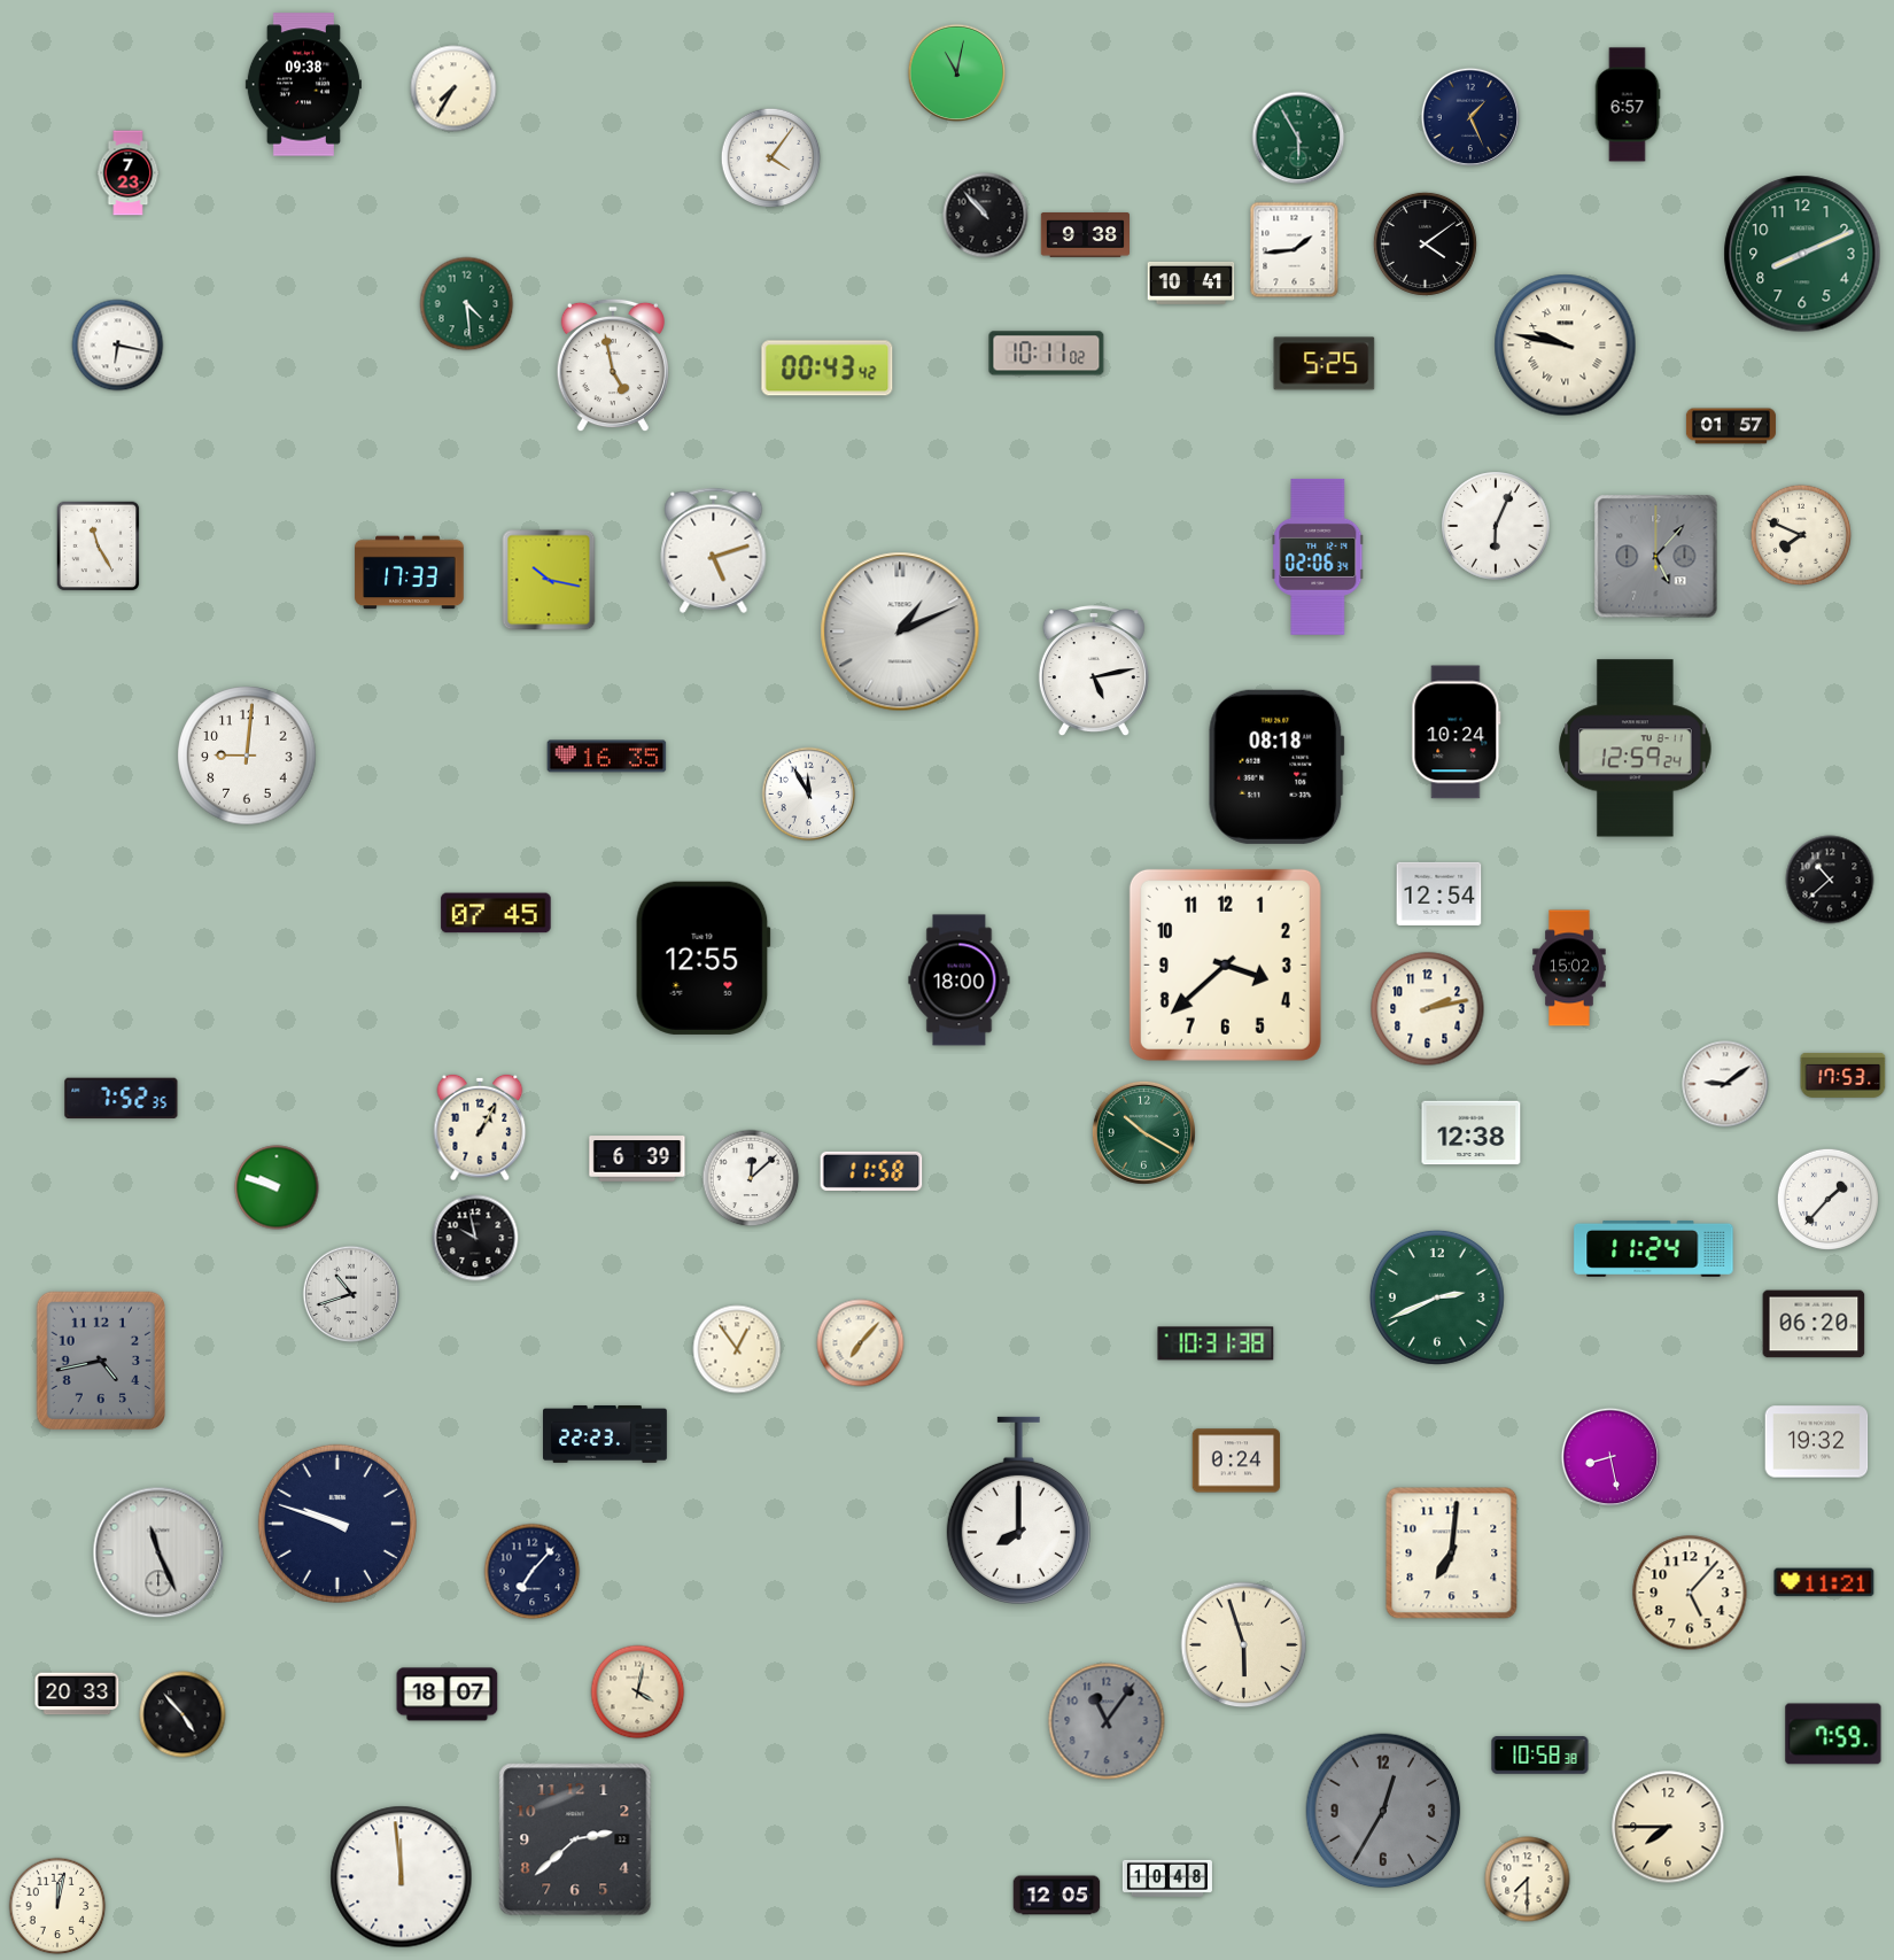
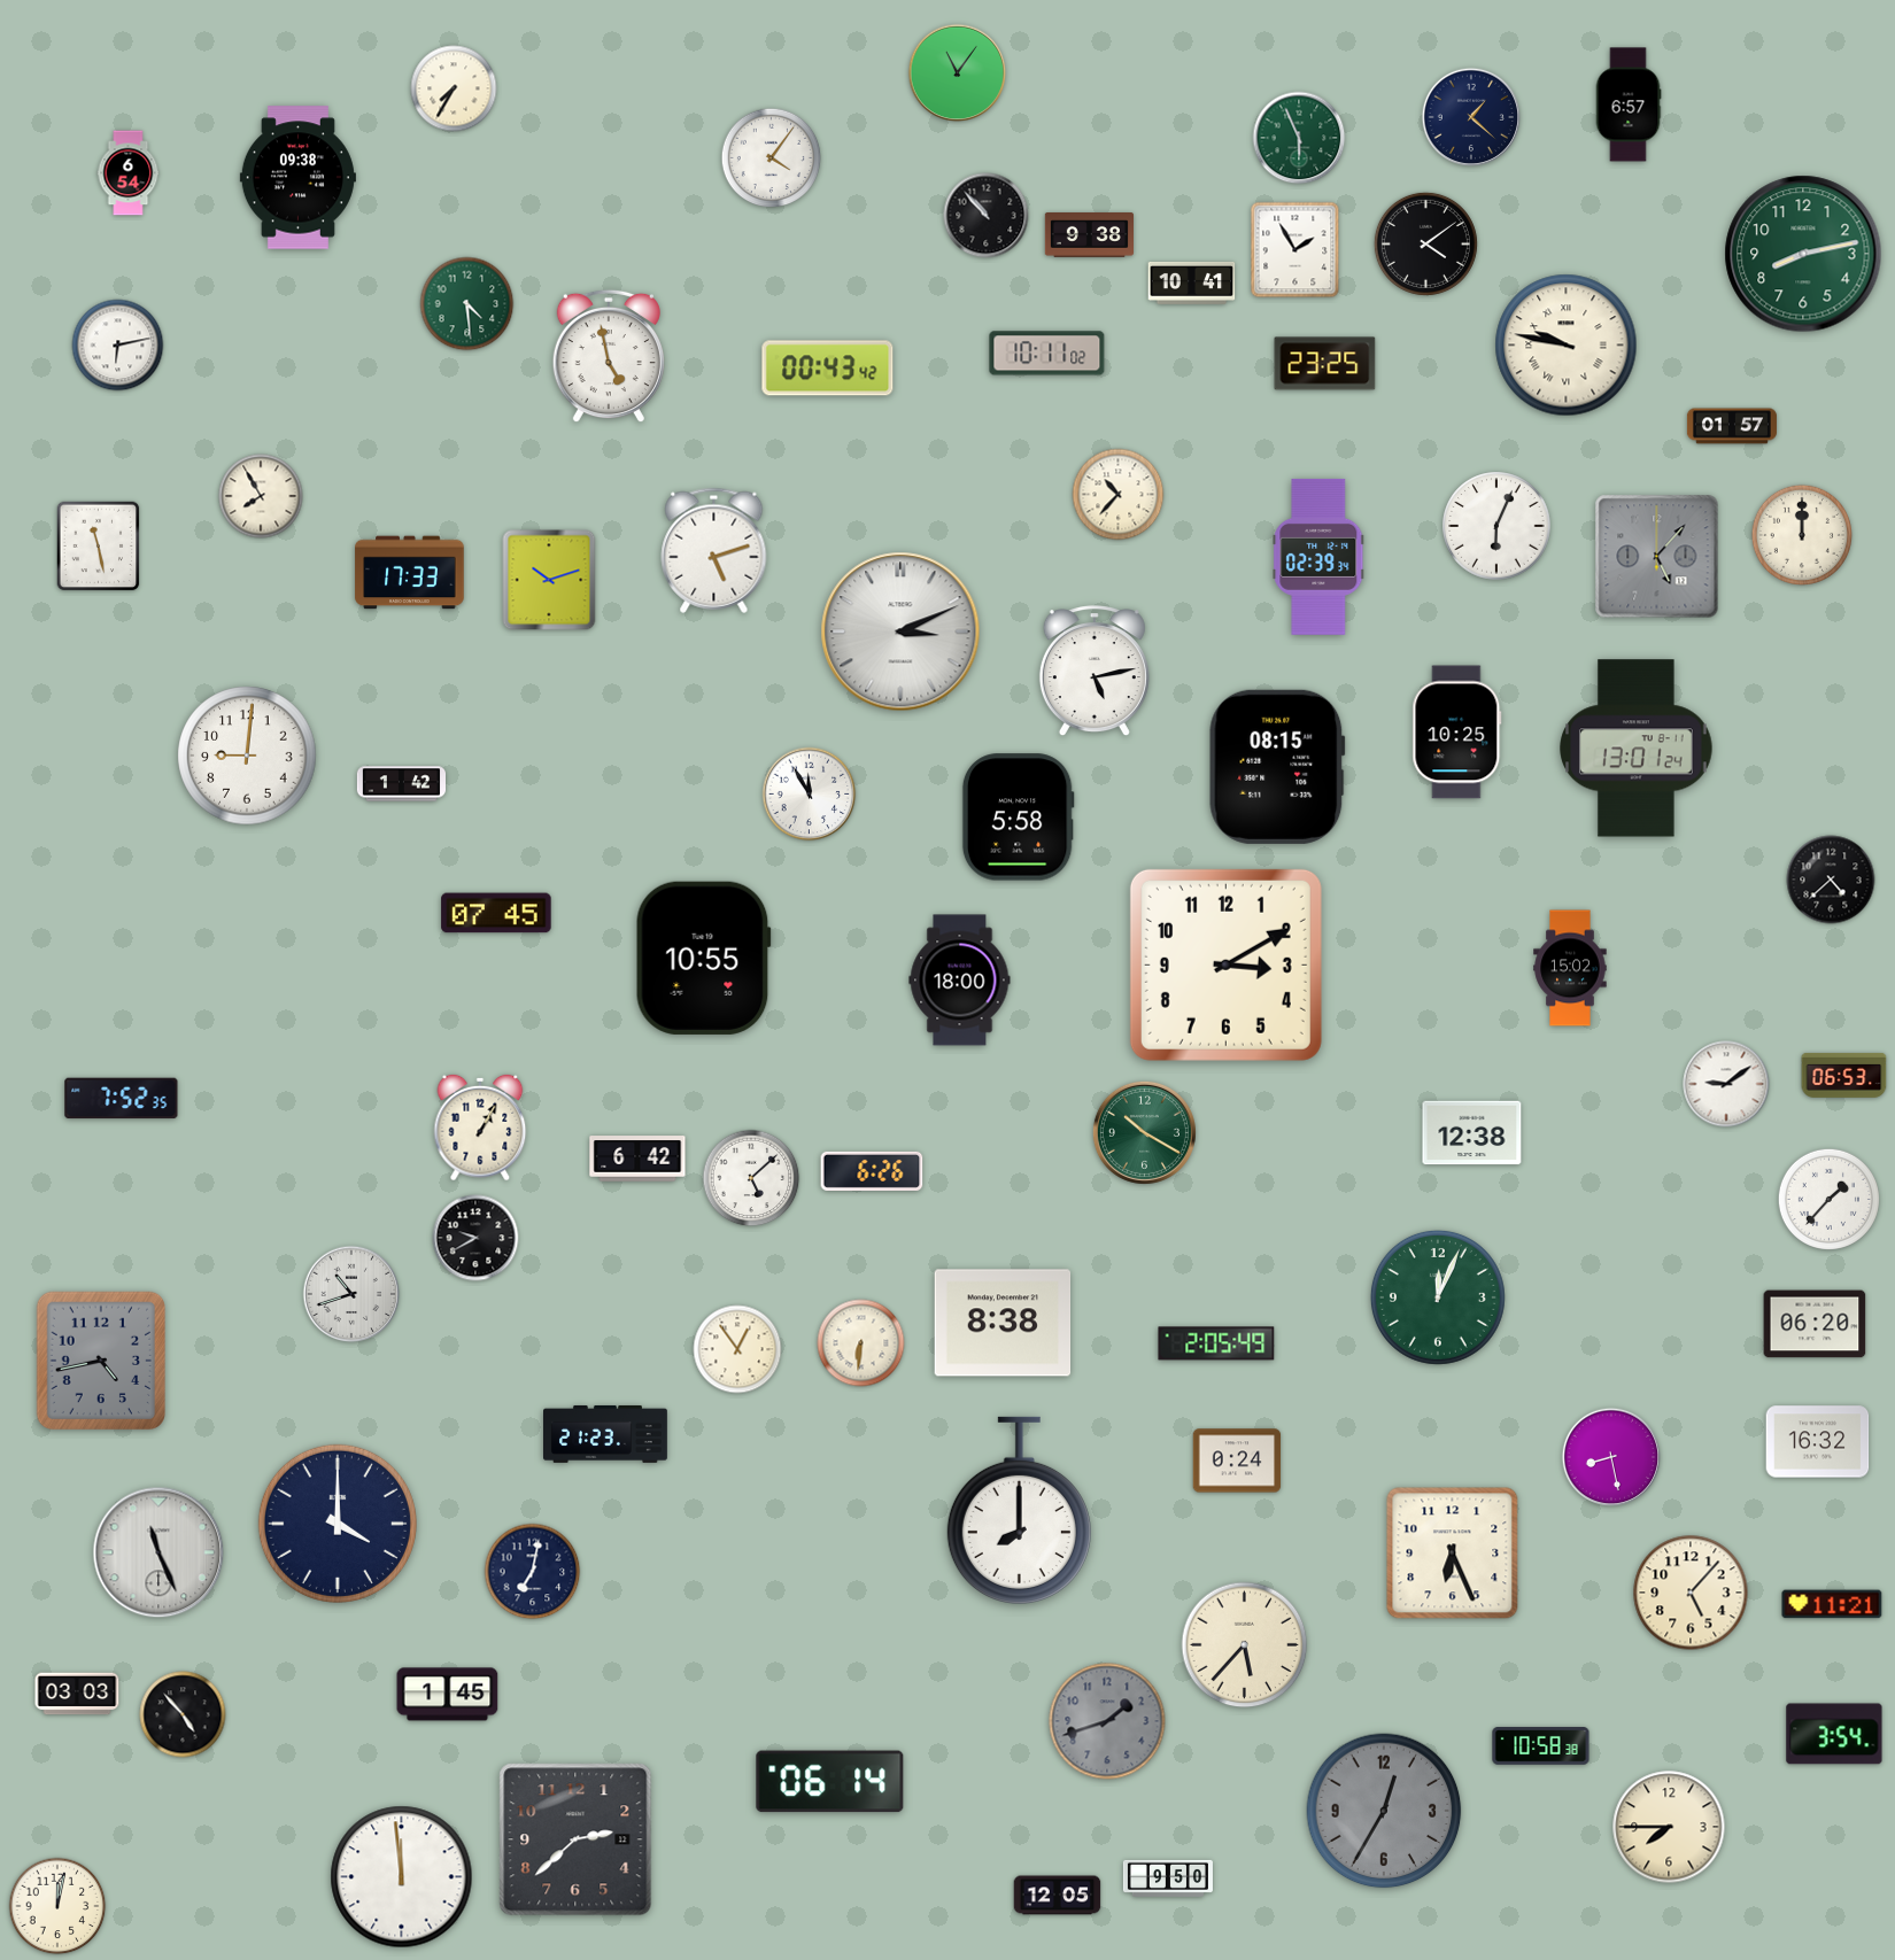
clock at (957, 73): 11:02 -> 11:06
clock at (303, 85) position: (303, 85) -> (297, 178)
clock at (1470, 117): 1:26 -> 1:22
clock at (1298, 138): 5:55 -> 5:56
clock at (129, 173): 7:23 -> 6:54
clock at (1085, 235) position: (1085, 235) -> (1089, 235)
clock at (1295, 250): 1:44 -> 1:55
clock at (1802, 254): 8:11 -> 8:13
clock at (118, 346): 6:17 -> 6:13
clock at (1325, 364): 5:25 -> 23:25
clock at (613, 365) position: (613, 365) -> (609, 356)
clock at (1119, 495): none -> 10:37
clock at (261, 496): none -> 7:55
clock at (1800, 534): 7:49 -> 12:00
clock at (99, 547): 11:25 -> 11:28
clock at (1318, 557): 02:06 -> 02:39
clock at (549, 580): 10:17 -> 10:12
clock at (900, 632): 1:11 -> 3:11
clock at (1457, 733): 10:24 -> 10:25
clock at (1636, 749): 12:59 -> 13:01
clock at (607, 757): 16:35 -> none
clock at (1276, 767): 08:18 -> 08:15
clock at (401, 784): none -> 1:42
clock at (1018, 818): none -> 5:58
clock at (1830, 880): 10:38 -> 4:38
clock at (1439, 893): 12:54 -> none
clock at (703, 958): 12:55 -> 10:55
clock at (1225, 964): 3:38 -> 3:10
clock at (1428, 1009): 2:13 -> none
clock at (1843, 1075): 17:53 -> 06:53
clock at (637, 1159): 6:39 -> 6:42
clock at (871, 1171): 11:58 -> 6:26
clock at (751, 1178): 12:08 -> 5:08
clock at (277, 1187): 9:48 -> none
clock at (475, 1238): 9:58 -> 9:40
clock at (1654, 1248): 11:24 -> none
clock at (1437, 1297): 2:41 -> 12:04
clock at (1003, 1323): none -> 8:38
clock at (861, 1343): 7:07 -> 6:31
clock at (1216, 1343): 10:31 -> 2:05
clock at (606, 1434): 22:23 -> 21:23
clock at (1817, 1442): 19:32 -> 16:32
clock at (337, 1524): 9:48 -> 4:00
clock at (1452, 1554): 7:01 -> 6:26
clock at (533, 1572): 7:07 -> 7:02
clock at (1824, 1582) position: (1824, 1582) -> (1832, 1604)
clock at (1244, 1645): 5:57 -> 5:37
clock at (638, 1692): 4:02 -> none
clock at (77, 1694): 20:33 -> 03:03
clock at (448, 1695): 18:07 -> 1:45
clock at (1107, 1721): 11:06 -> 1:42
clock at (1833, 1734): 7:59 -> 3:54
clock at (1540, 1756) position: (1540, 1756) -> (1541, 1746)
clock at (830, 1782): none -> 06:14
clock at (1167, 1878): 10:48 -> 9:50
clock at (1528, 1880): 7:30 -> none
